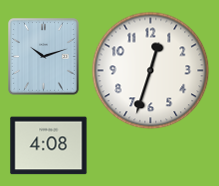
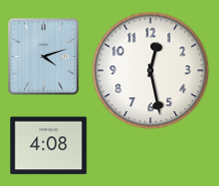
clock at (44, 57): 10:12 -> 4:12
clock at (151, 71): 12:33 -> 12:28
